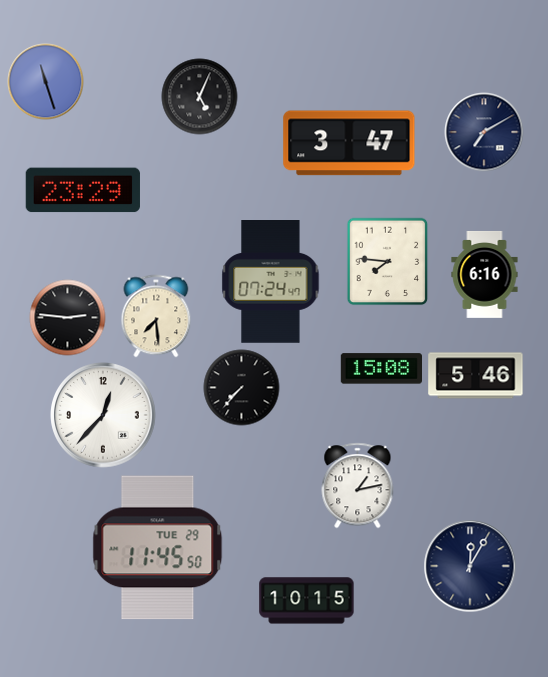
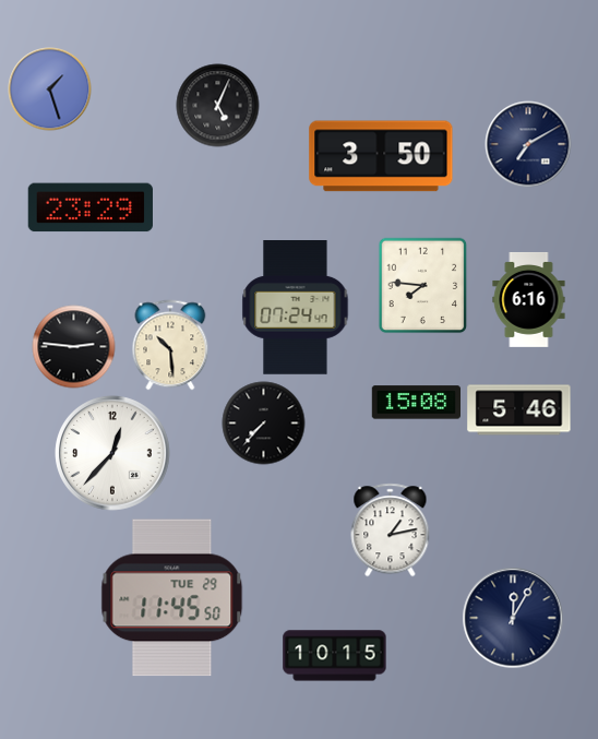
clock at (46, 82): 11:27 -> 1:27
clock at (349, 143): 3:47 -> 3:50
clock at (156, 316): 7:29 -> 10:29
